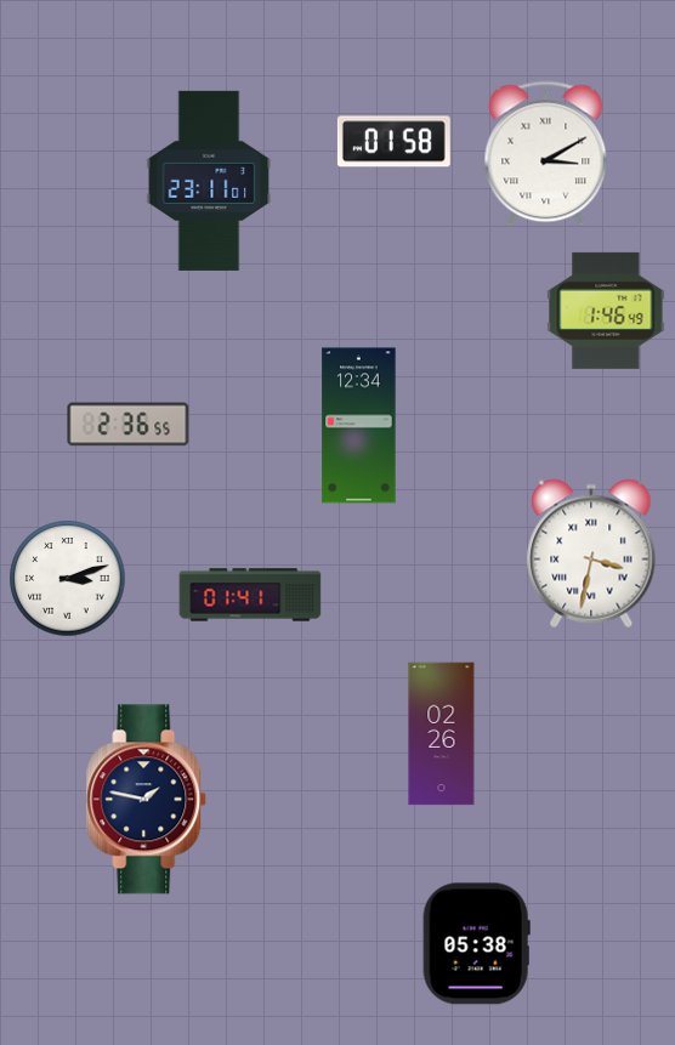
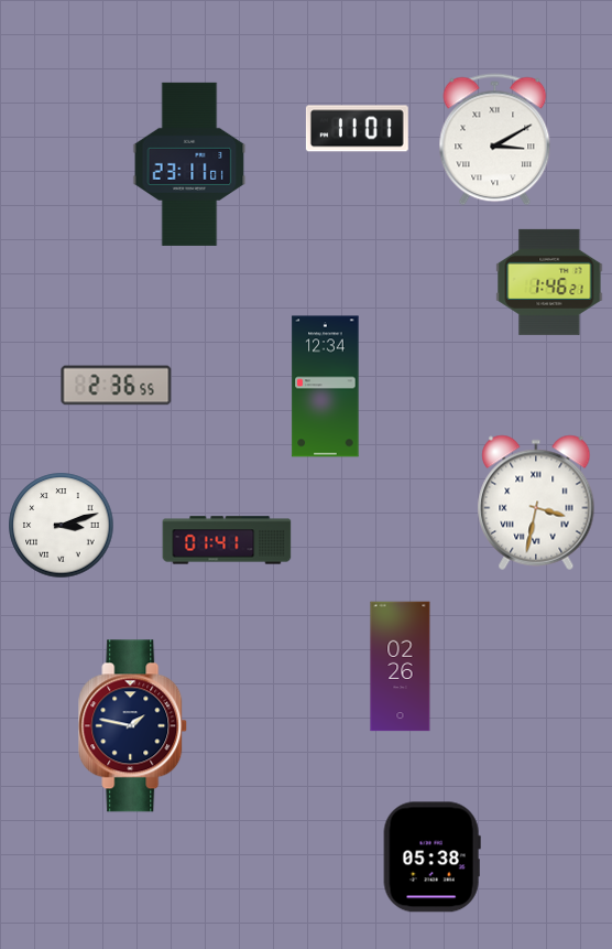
clock at (393, 142): 01:58 -> 11:01
clock at (606, 311): 1:46:49 -> 1:46:21
